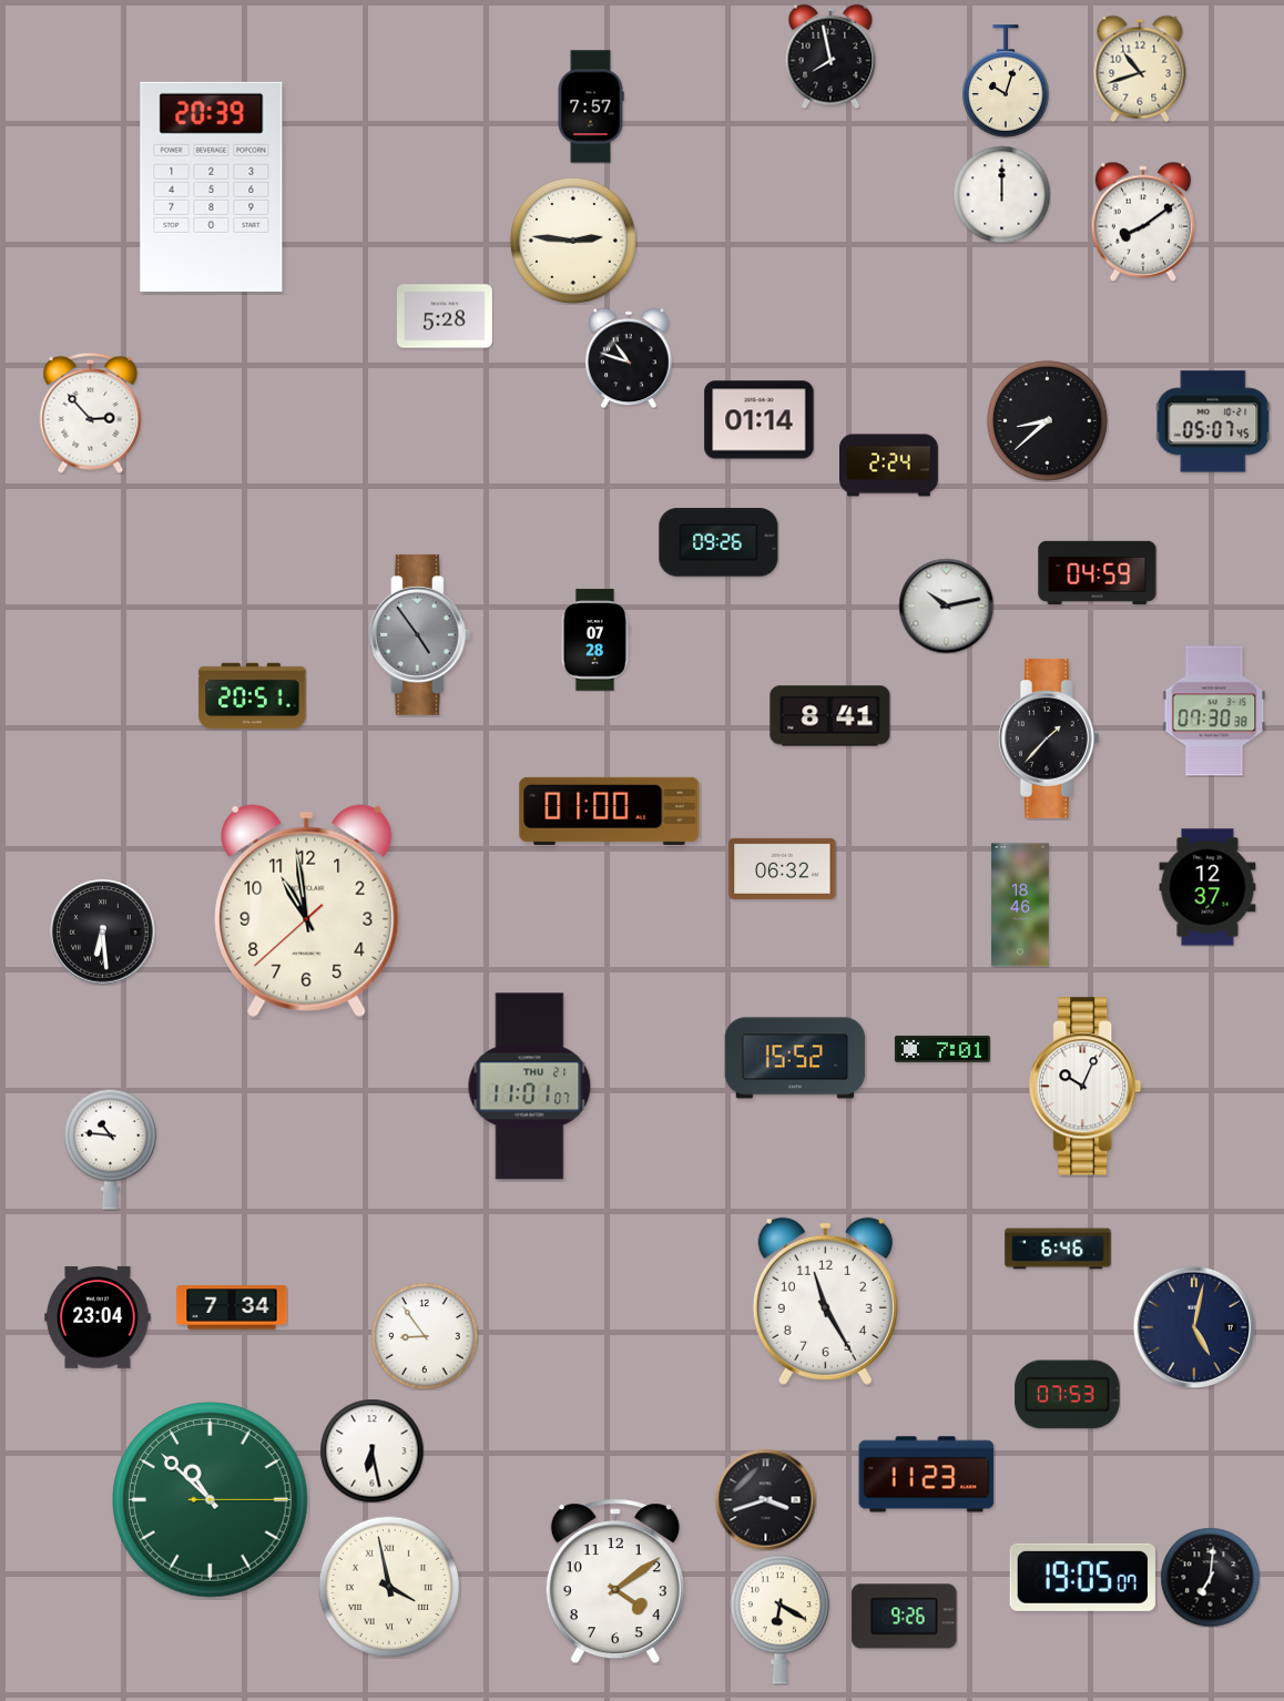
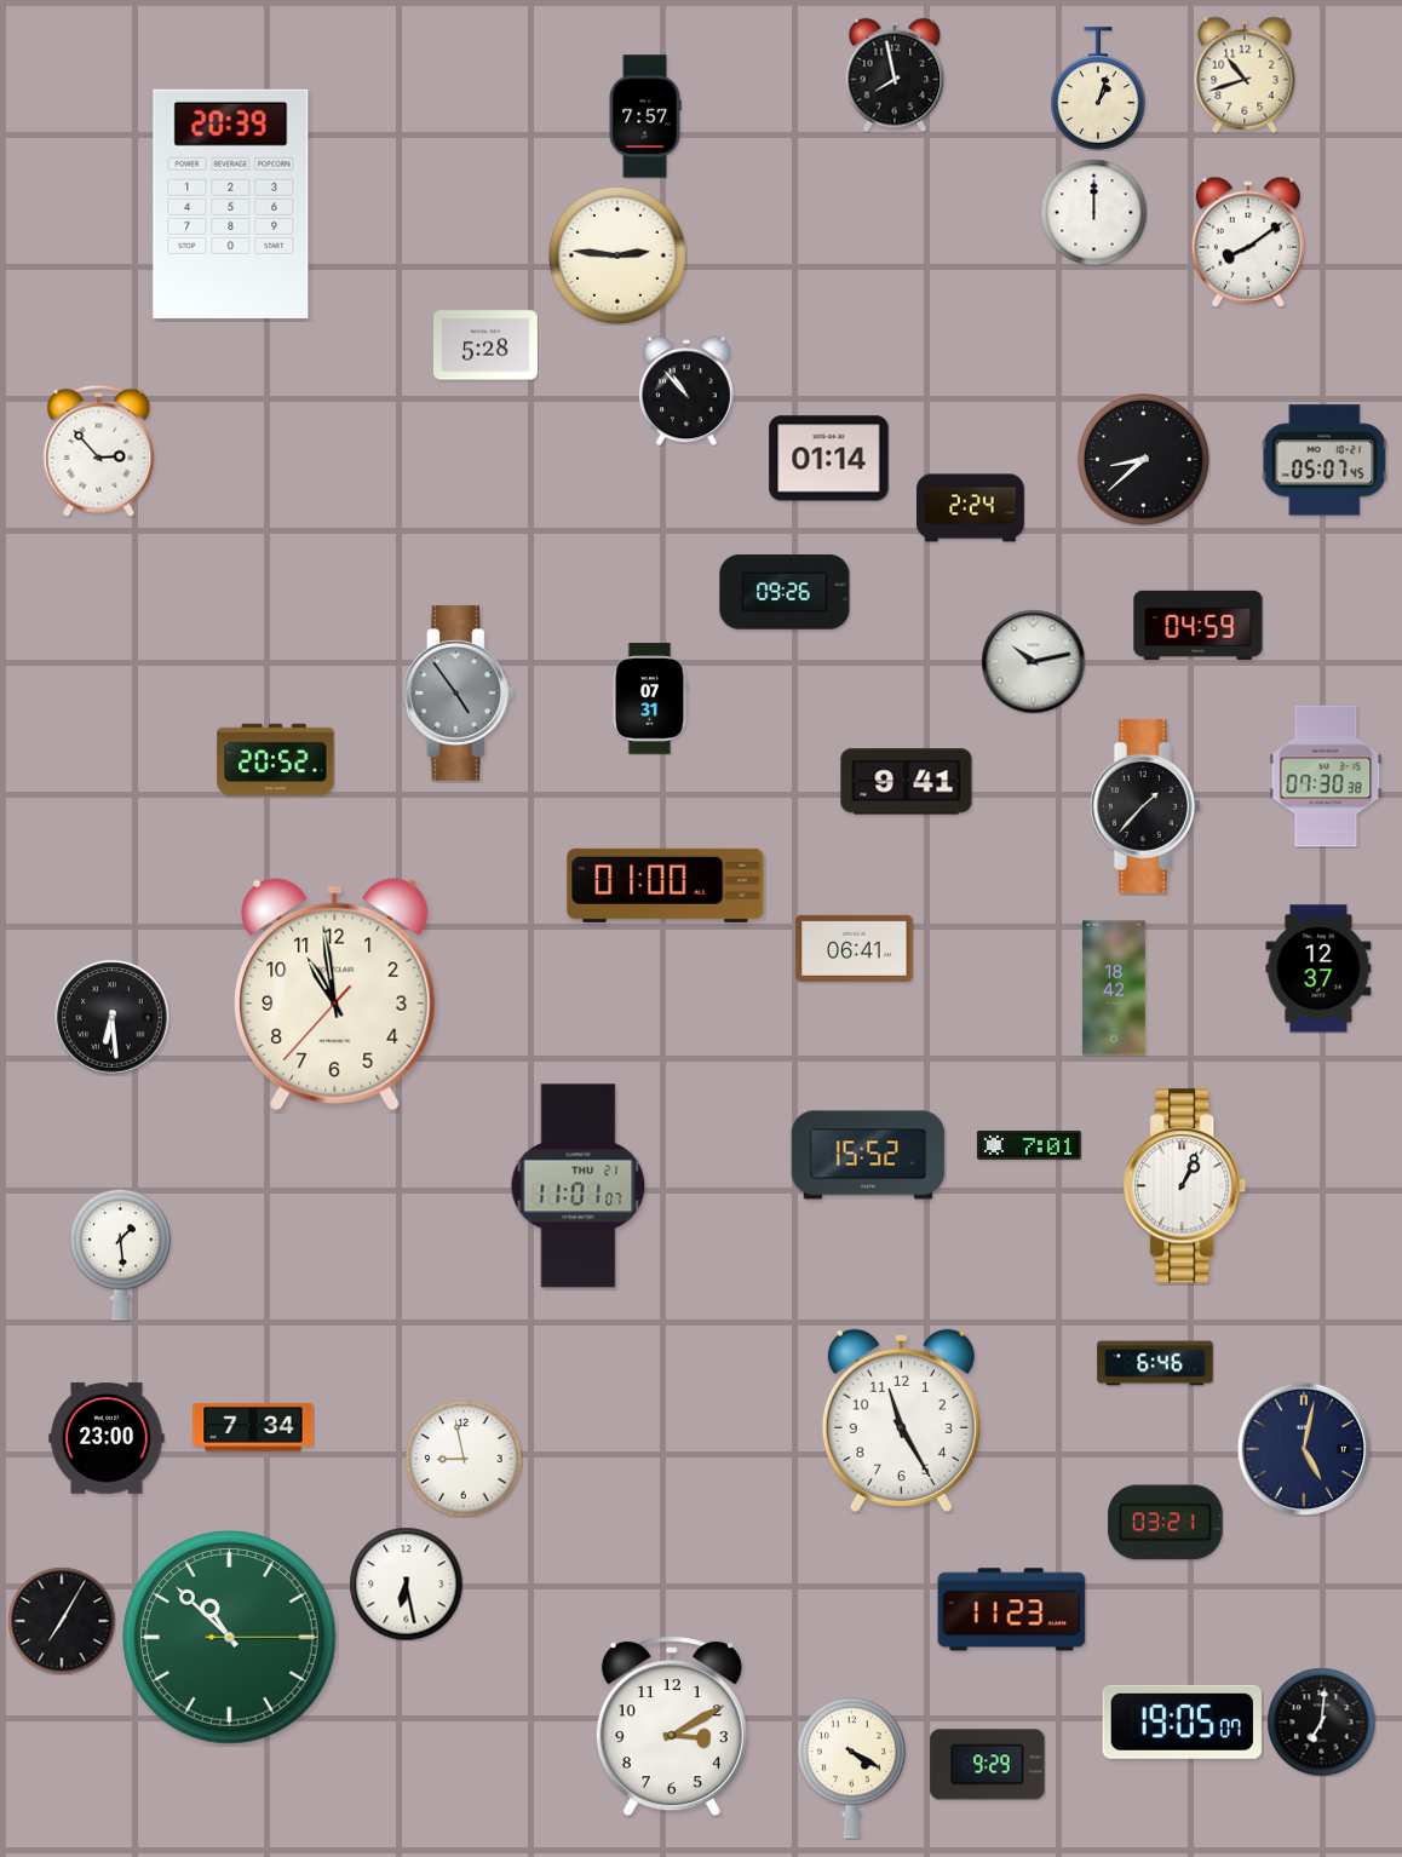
clock at (830, 57) position: (830, 57) -> (895, 75)
clock at (1006, 81): 10:03 -> 1:03
clock at (573, 241) position: (573, 241) -> (617, 255)
clock at (629, 358): 10:48 -> 10:53
clock at (595, 640): 07:28 -> 07:31
clock at (253, 696): 20:51 -> 20:52
clock at (830, 716): 8:41 -> 9:41
clock at (783, 868): 06:32 -> 06:41
clock at (1020, 905): 18:46 -> 18:42
clock at (307, 911): 10:58:38 -> 10:58:37
clock at (1086, 1087): 10:04 -> 1:04
clock at (110, 1149): 10:46 -> 1:29
clock at (98, 1318): 23:04 -> 23:00
clock at (425, 1336): 8:54 -> 8:58
clock at (1068, 1395): 07:53 -> 03:21
clock at (62, 1621): none -> 7:05
clock at (765, 1499): 3:42 -> none
clock at (615, 1581): 4:09 -> 3:10
clock at (389, 1587): 3:58 -> none
clock at (905, 1617): 9:26 -> 9:29
clock at (779, 1620): 6:20 -> 4:20
